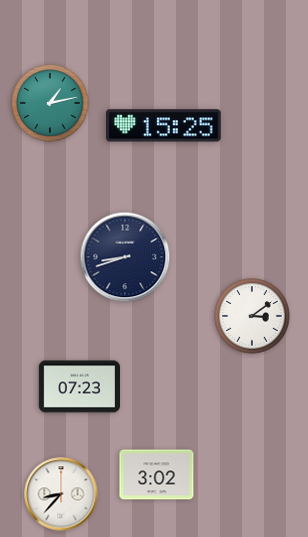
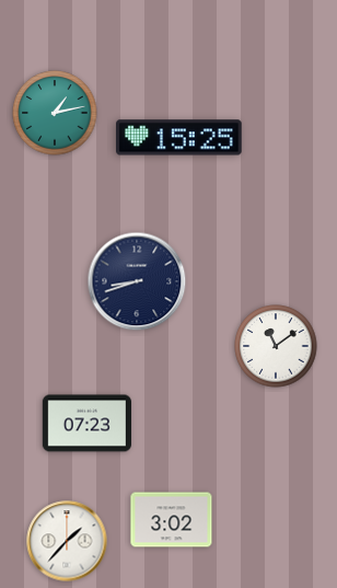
clock at (252, 316): 3:09 -> 11:09
clock at (61, 494): 8:37 -> 1:37
